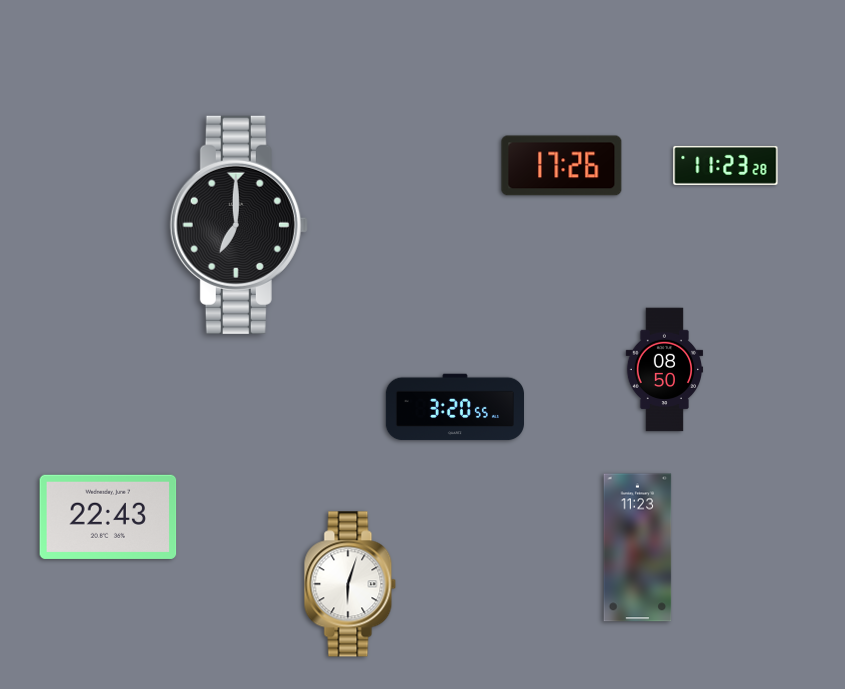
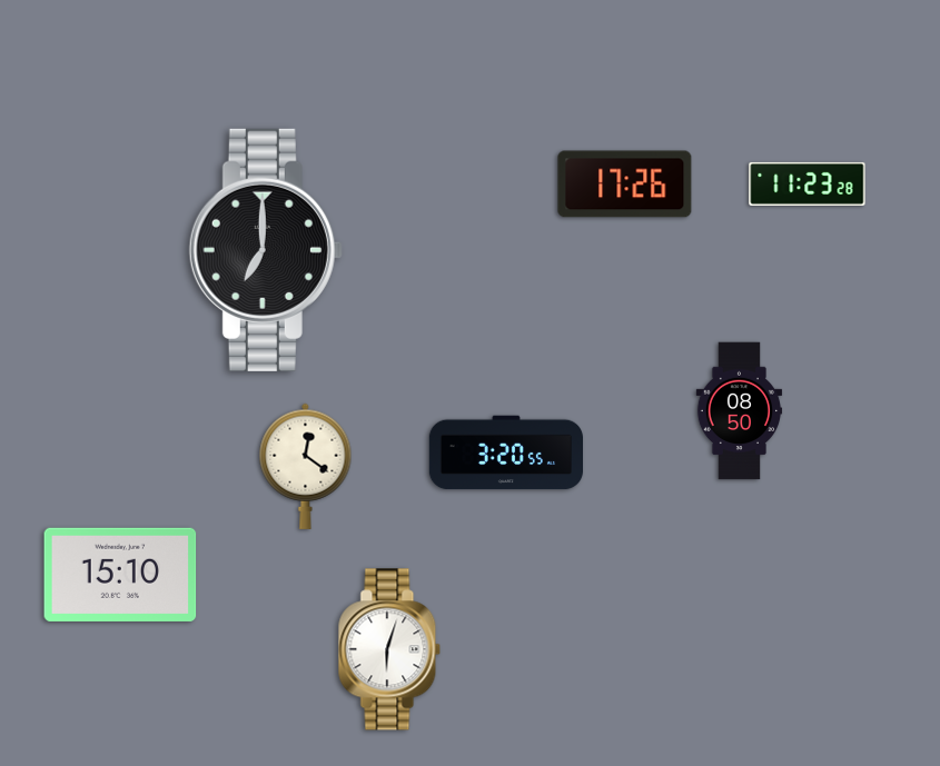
clock at (306, 466): none -> 12:21
clock at (108, 517): 22:43 -> 15:10
clock at (638, 548): 11:23 -> none
